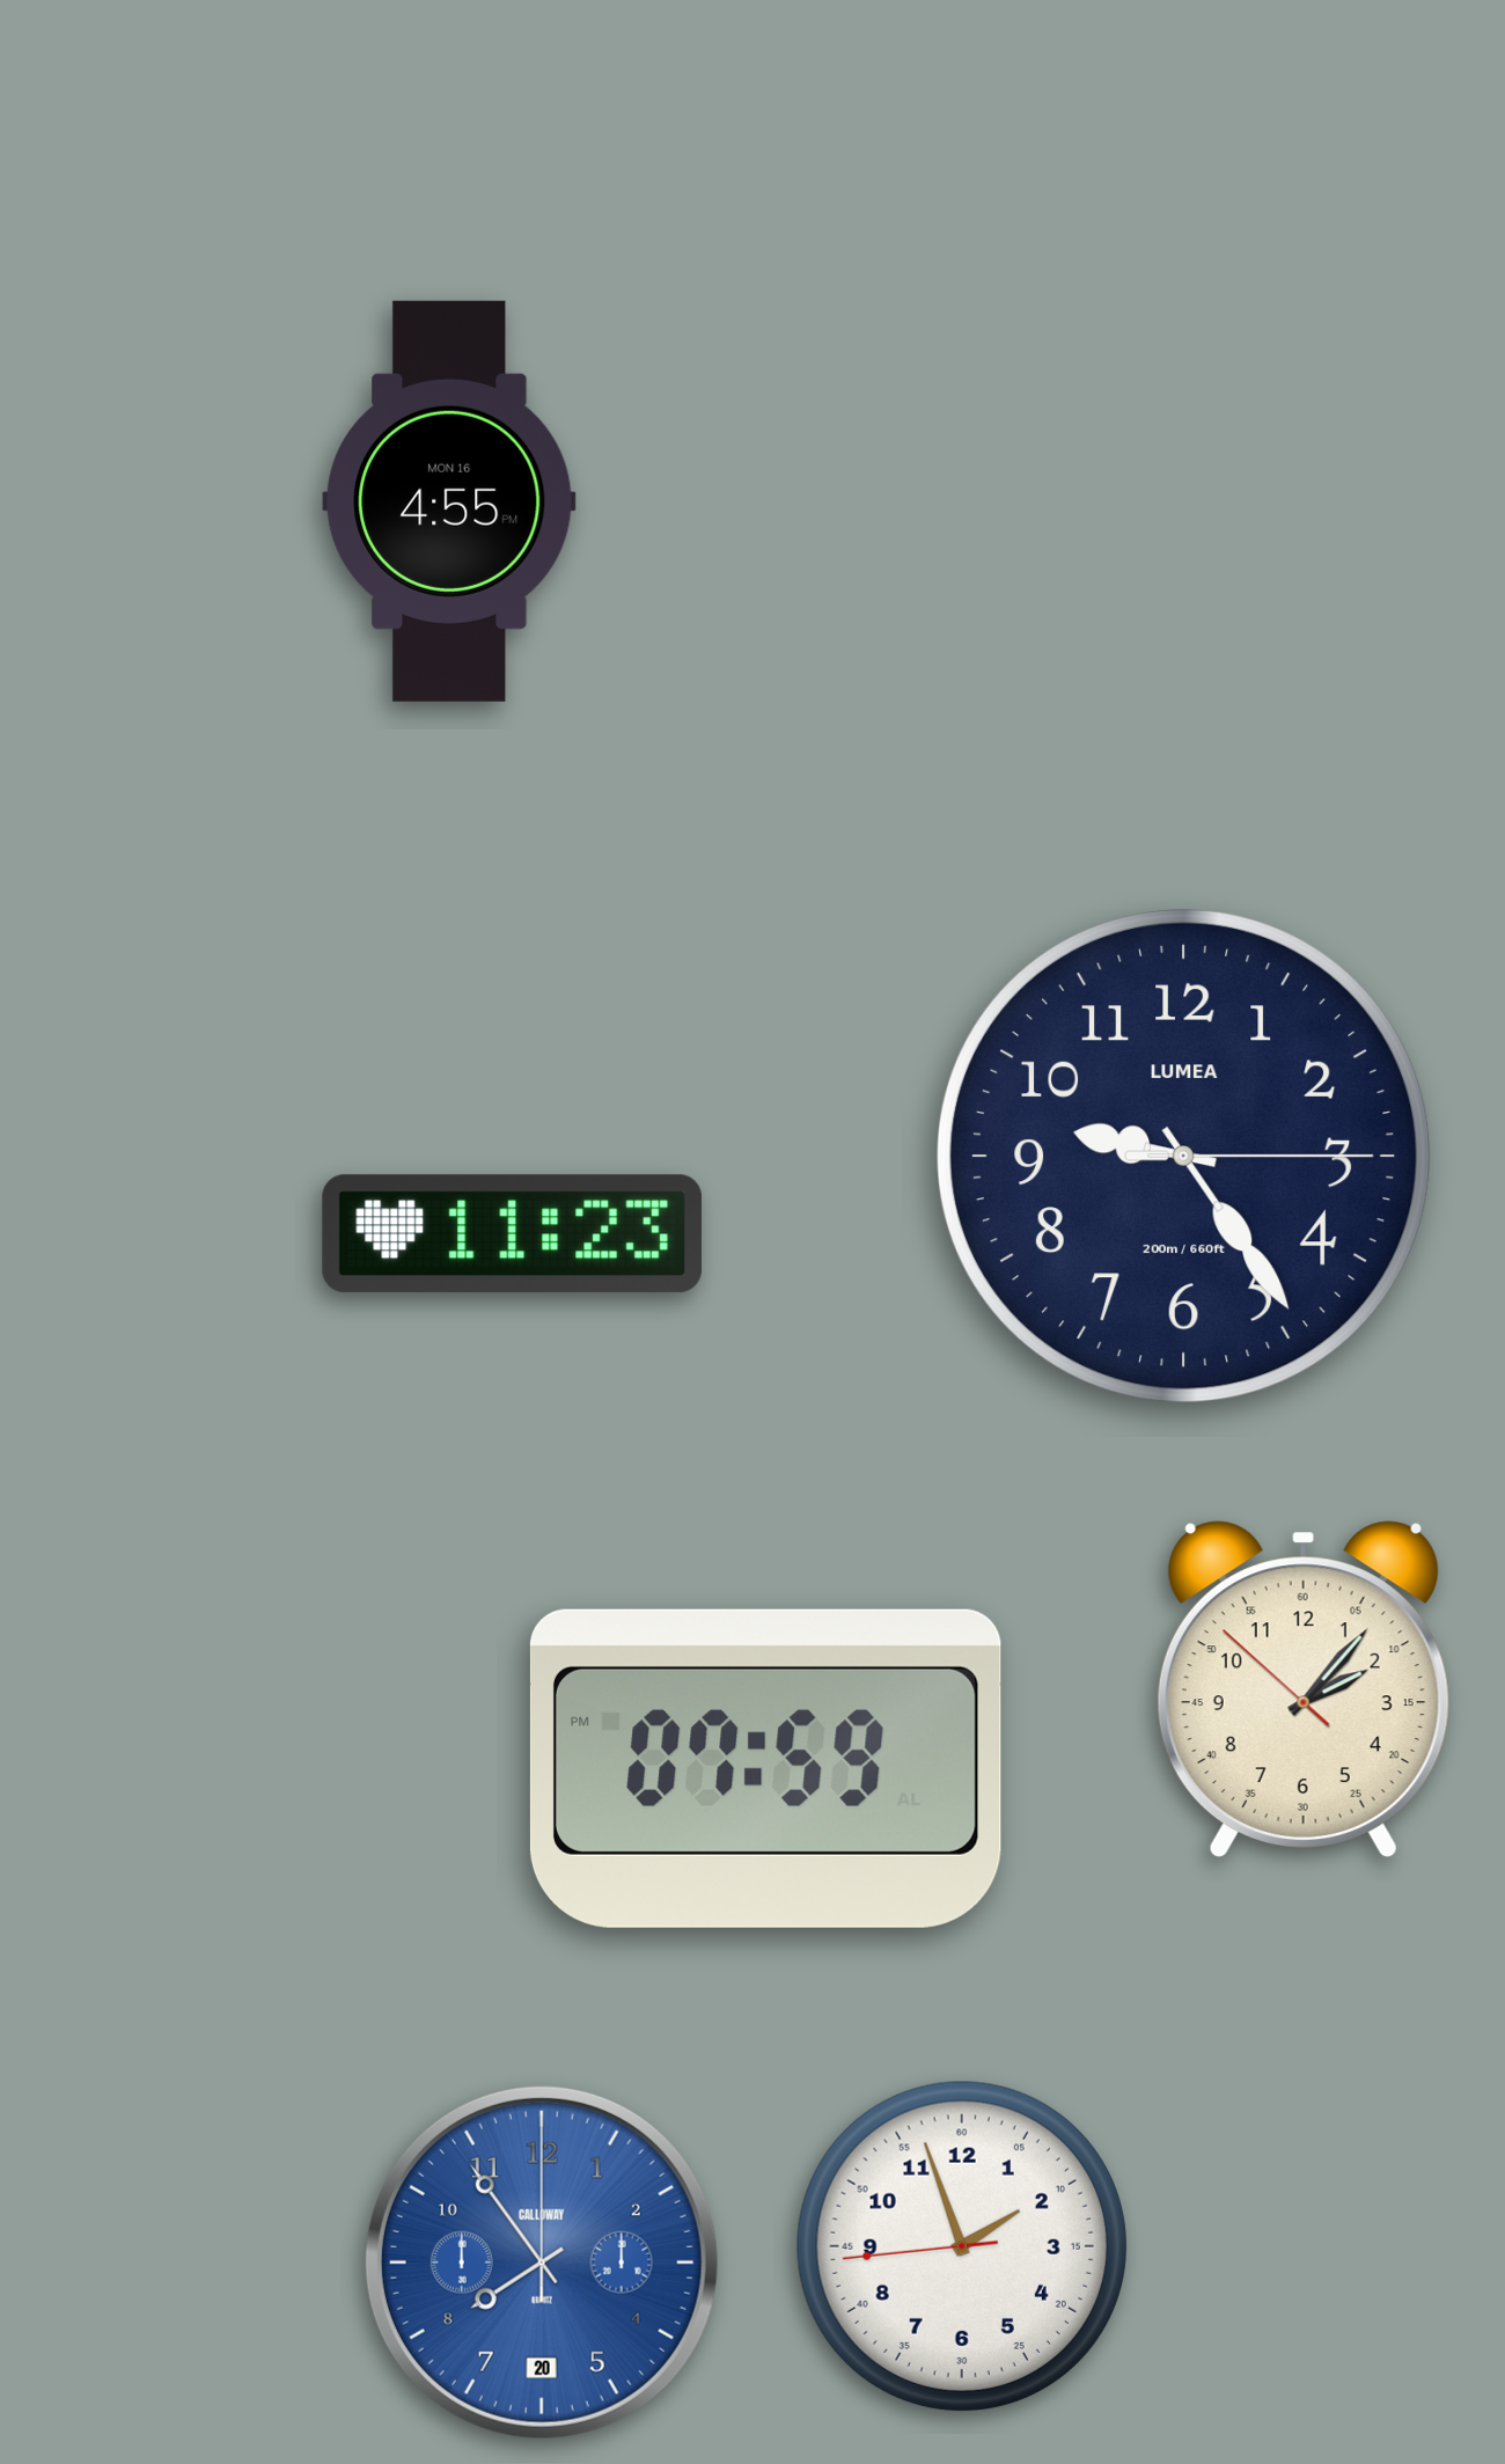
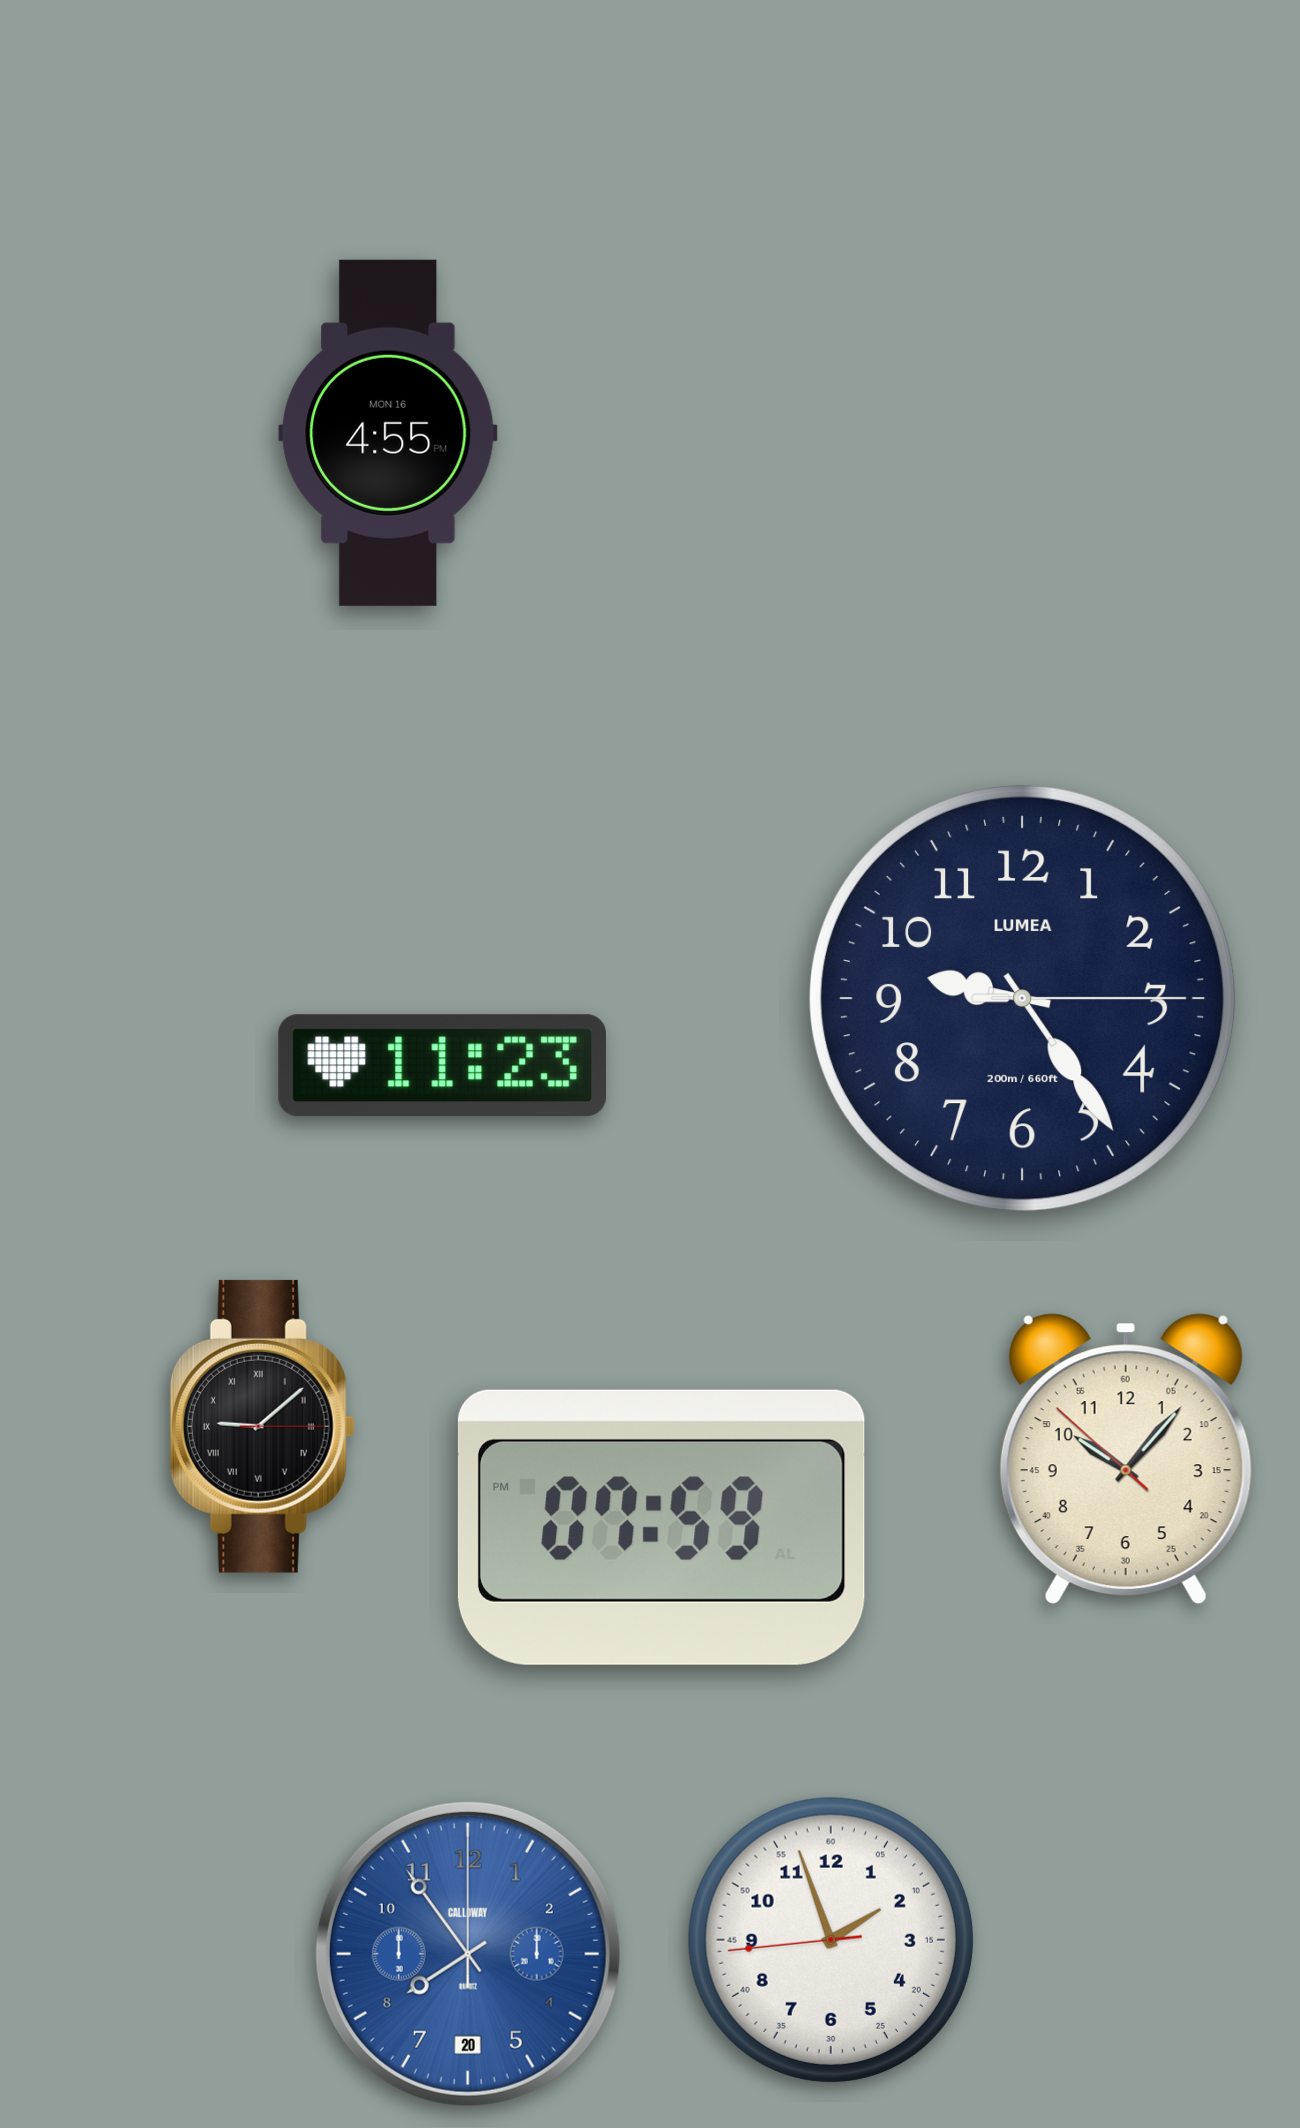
clock at (262, 1426): none -> 9:08
clock at (1304, 1689): 2:06 -> 10:06
